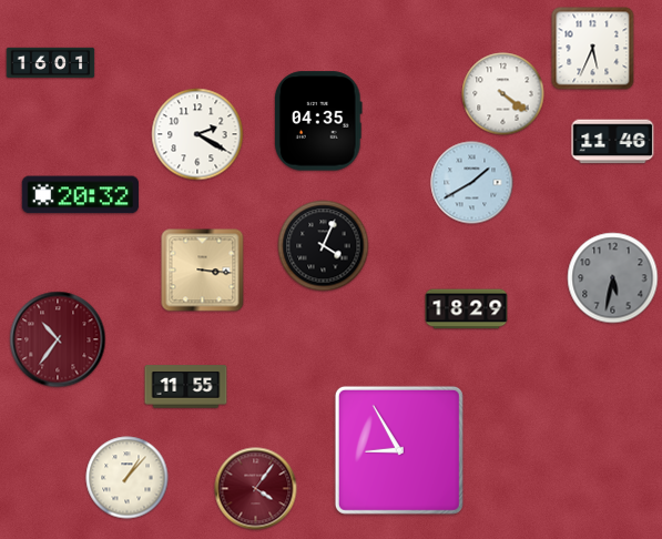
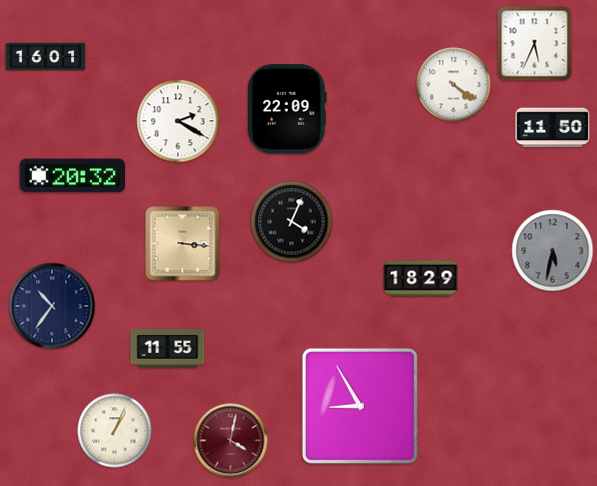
clock at (318, 121): 04:35 -> 22:09
clock at (613, 142): 11:46 -> 11:50
clock at (472, 183): 1:40 -> none
clock at (58, 339) dial: burgundy -> navy
clock at (128, 478): 1:07 -> 1:04
clock at (256, 489): 4:06 -> 4:02
